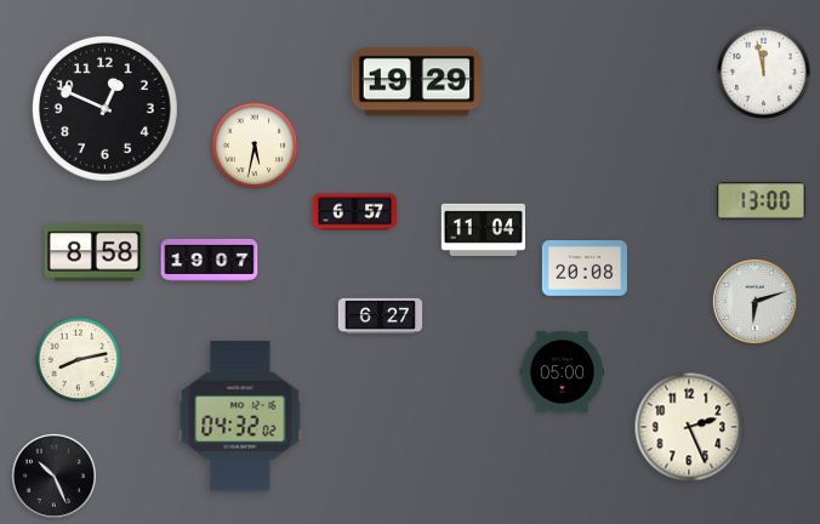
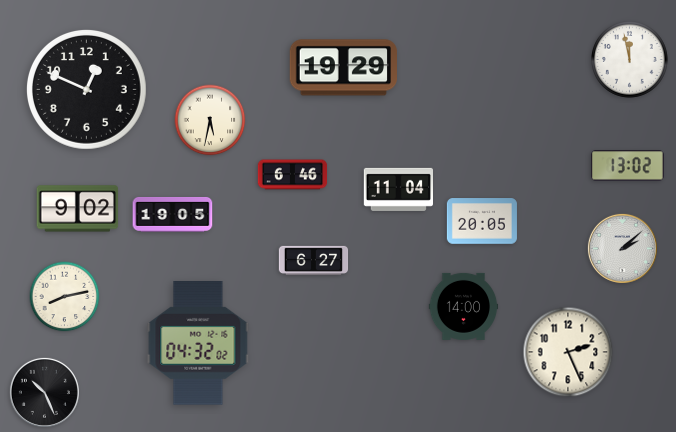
clock at (762, 201): 13:00 -> 13:02
clock at (355, 212): 6:57 -> 6:46
clock at (95, 254): 8:58 -> 9:02
clock at (210, 260): 19:07 -> 19:05
clock at (585, 268): 20:08 -> 20:05
clock at (754, 301): 6:12 -> 2:08
clock at (563, 371): 05:00 -> 14:00
